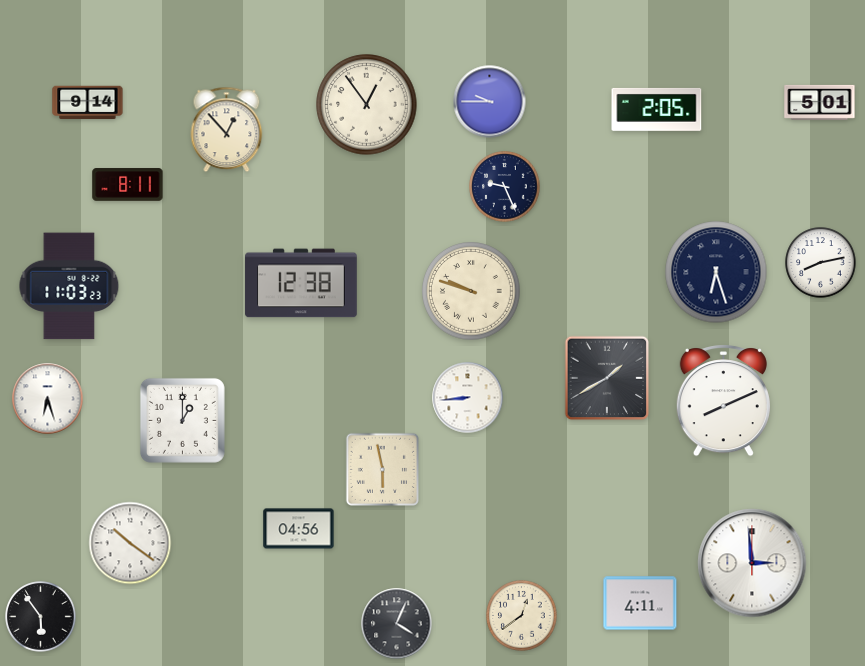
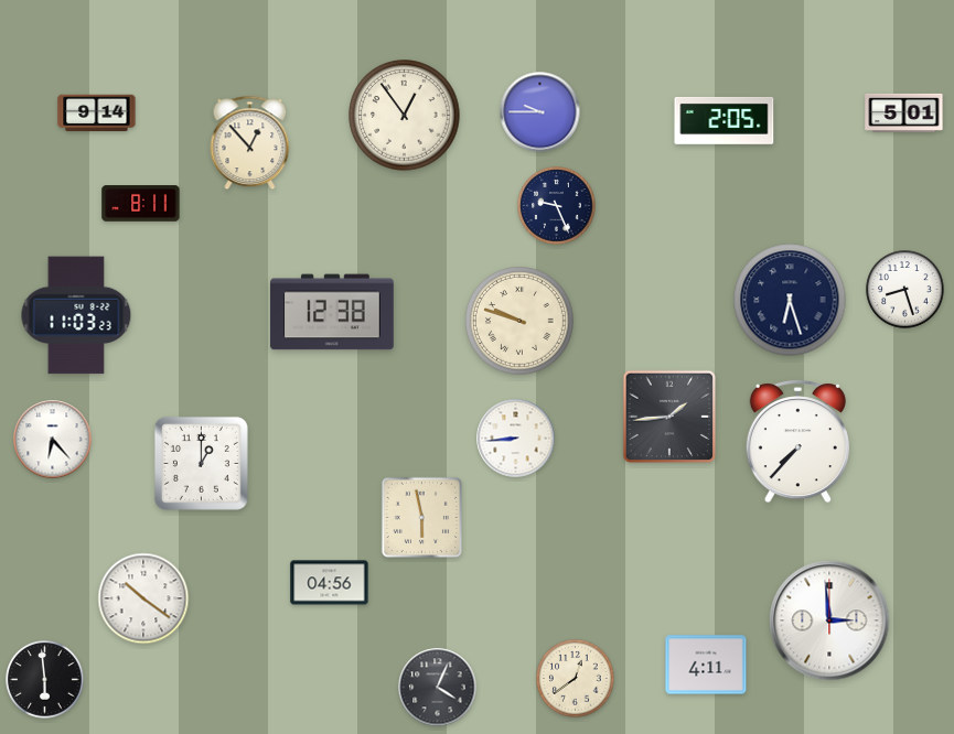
clock at (821, 263): 8:13 -> 8:27
clock at (607, 378): 1:40 -> 1:44
clock at (48, 399): 6:27 -> 6:23
clock at (723, 401): 8:11 -> 7:37
clock at (41, 617): 5:54 -> 5:59
